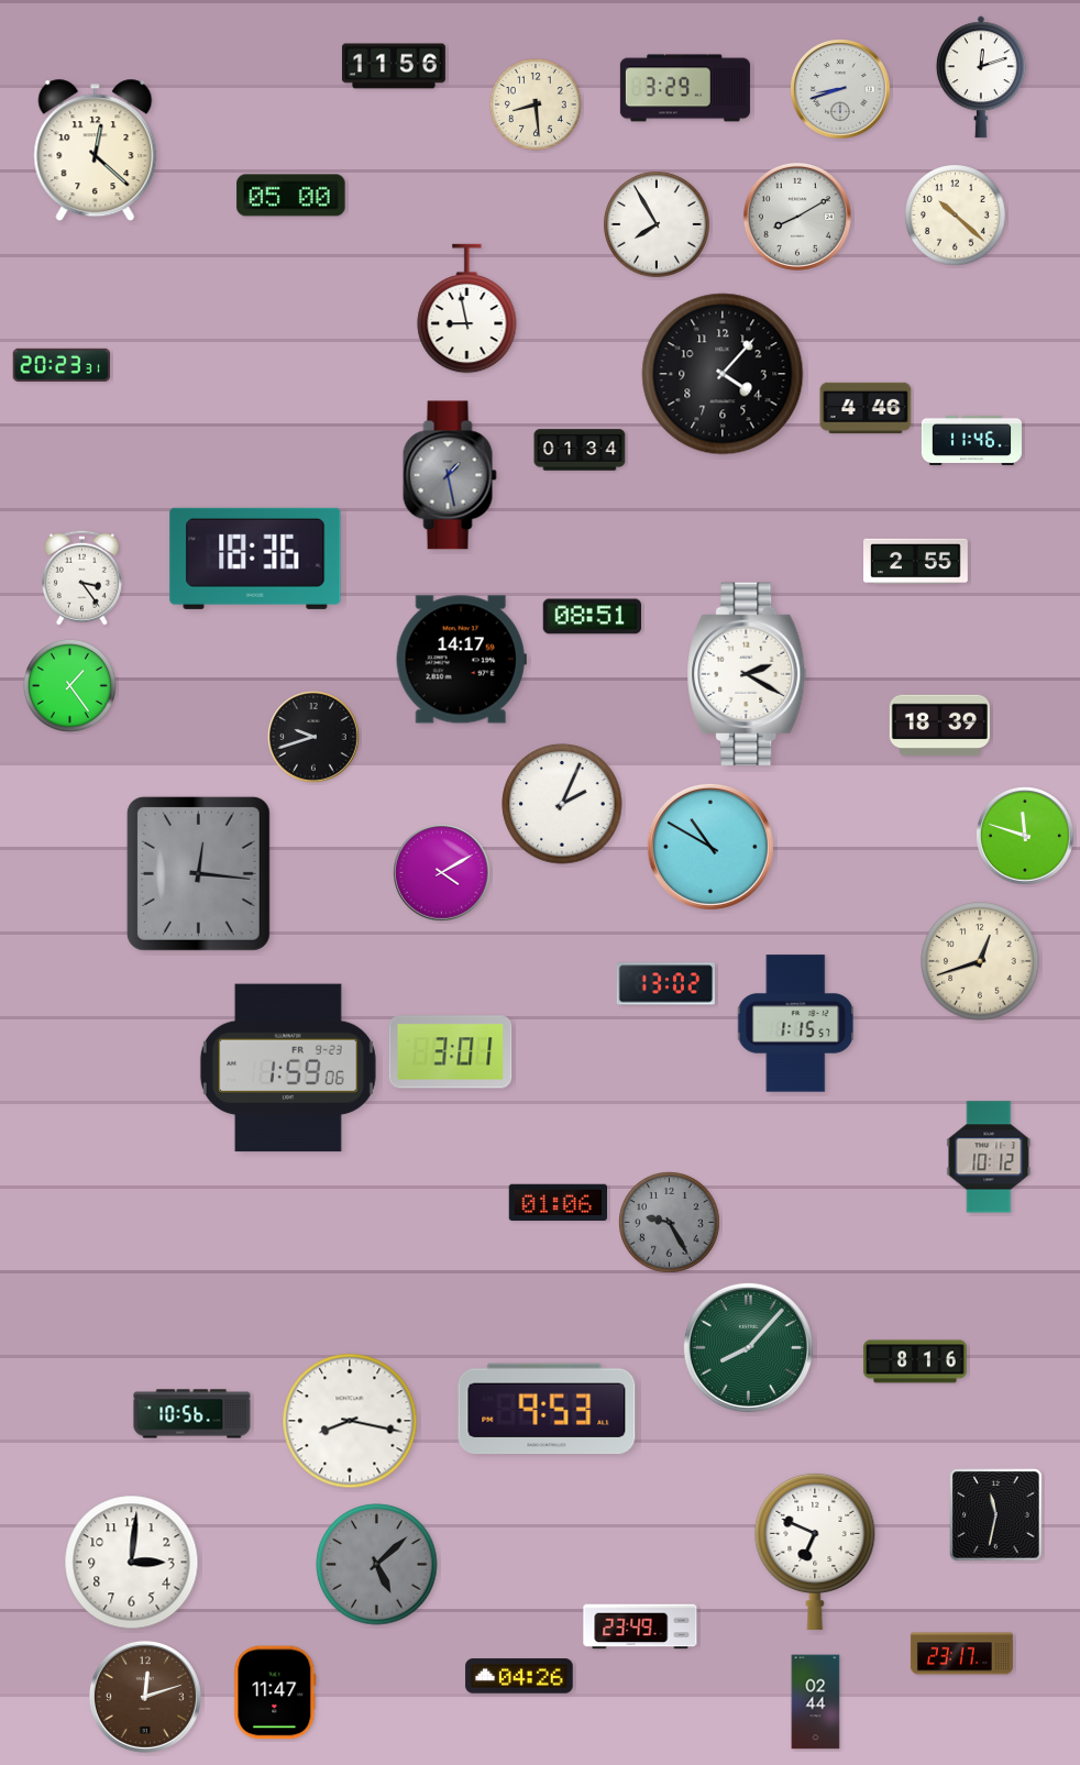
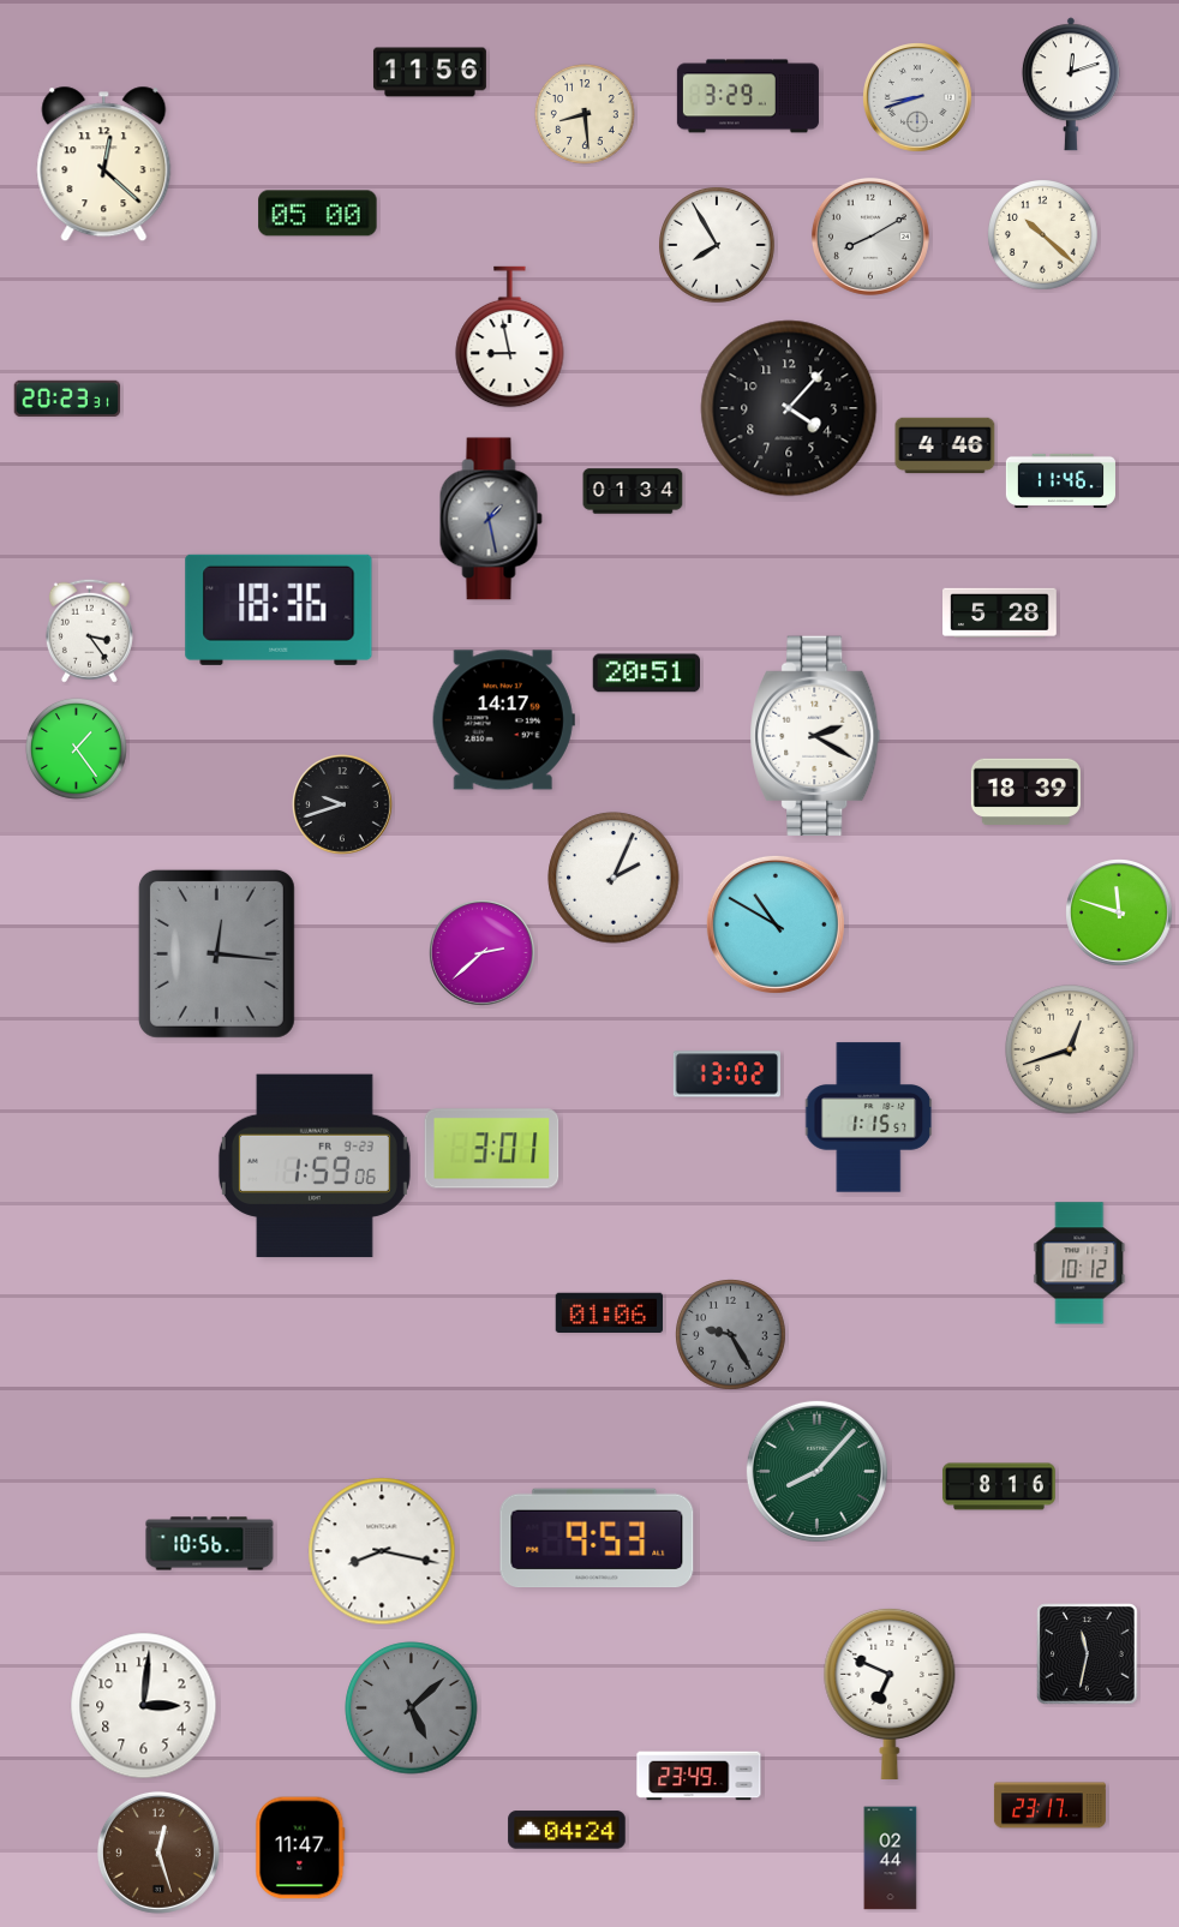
clock at (916, 562): 2:55 -> 5:28
clock at (592, 617): 08:51 -> 20:51
clock at (442, 873): 4:10 -> 2:38
clock at (519, 1676): 04:26 -> 04:24
clock at (145, 1697): 12:12 -> 12:27
